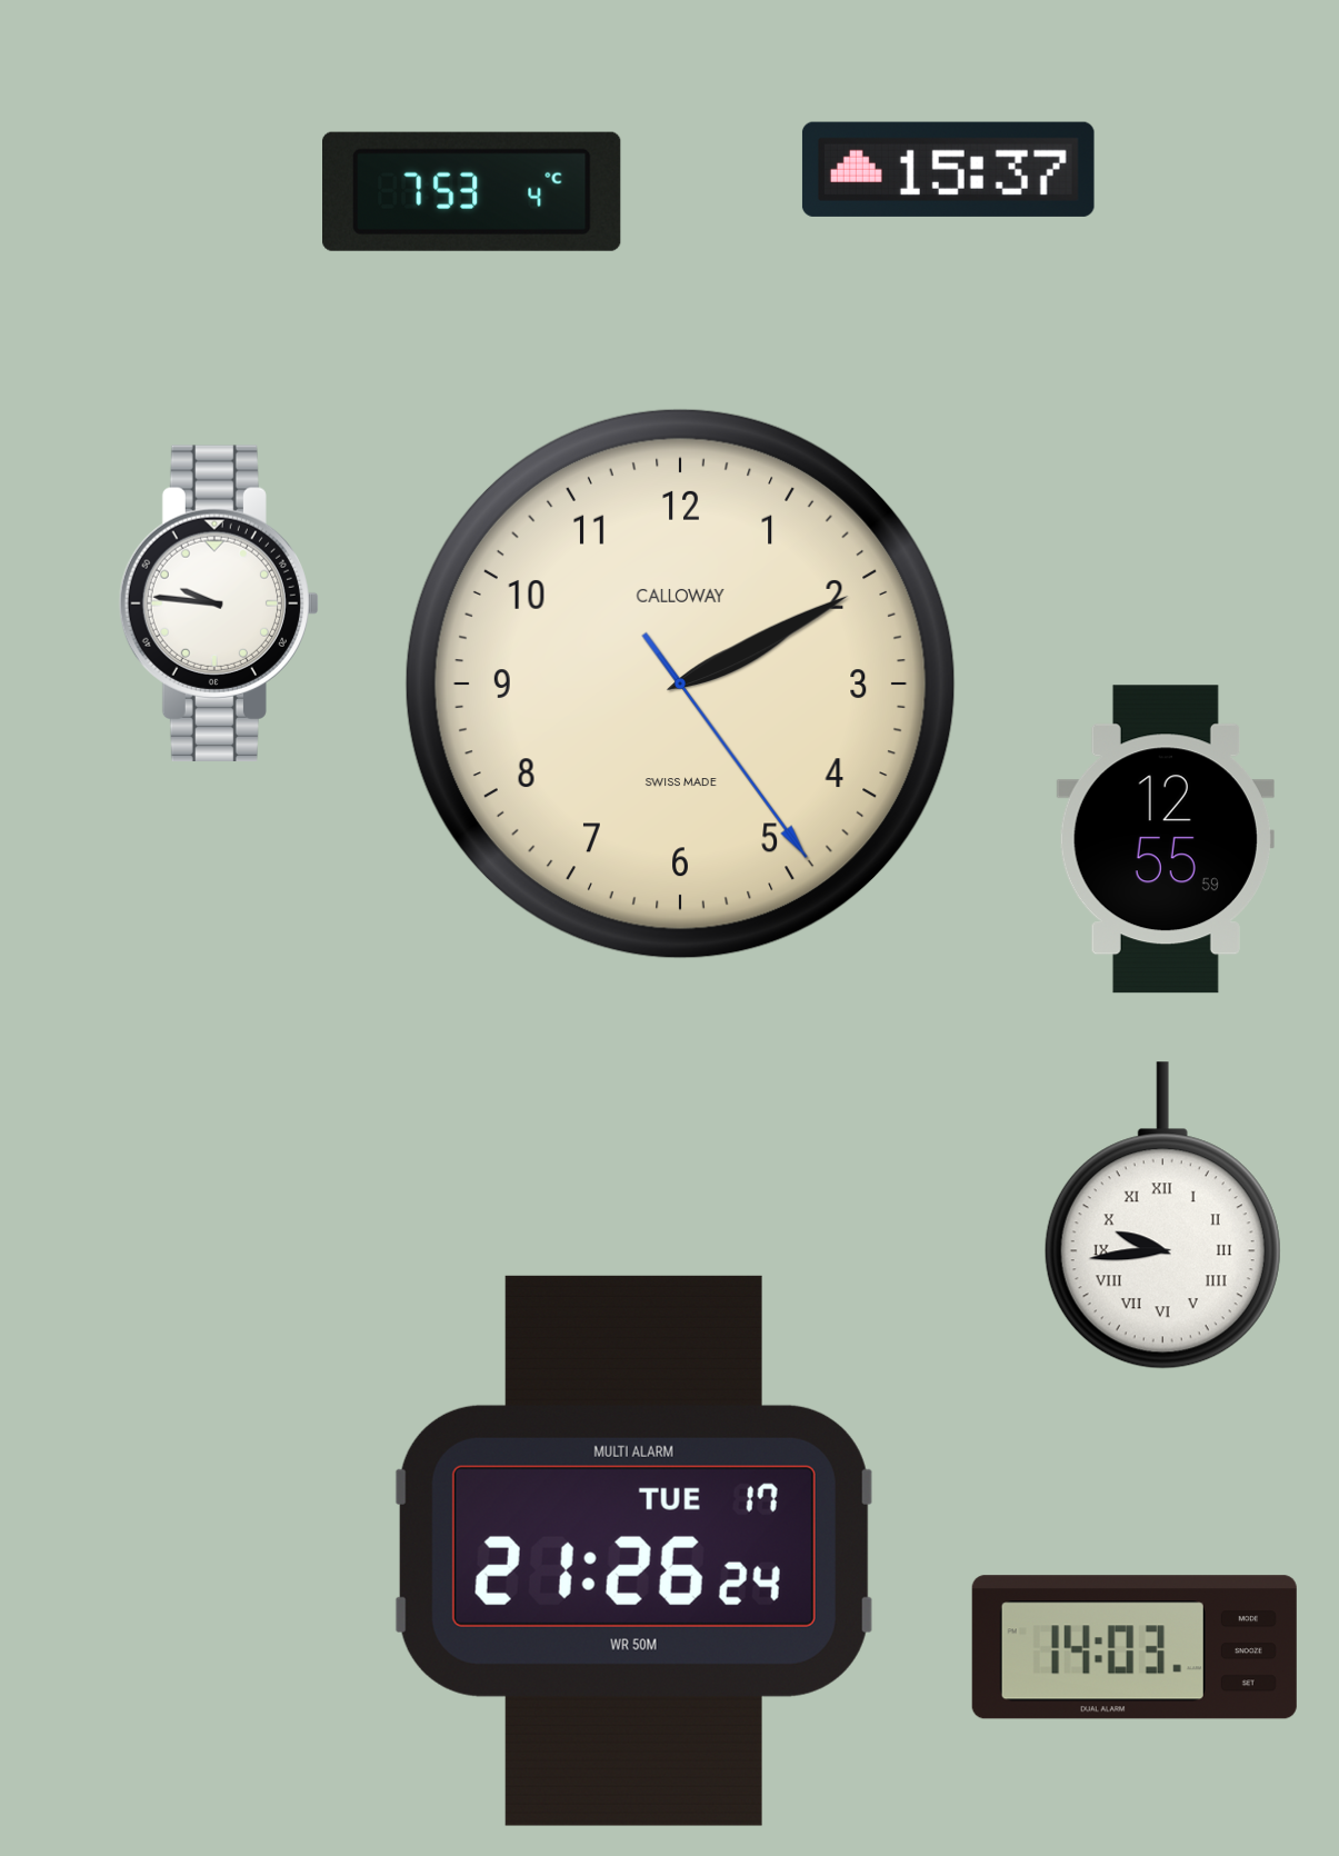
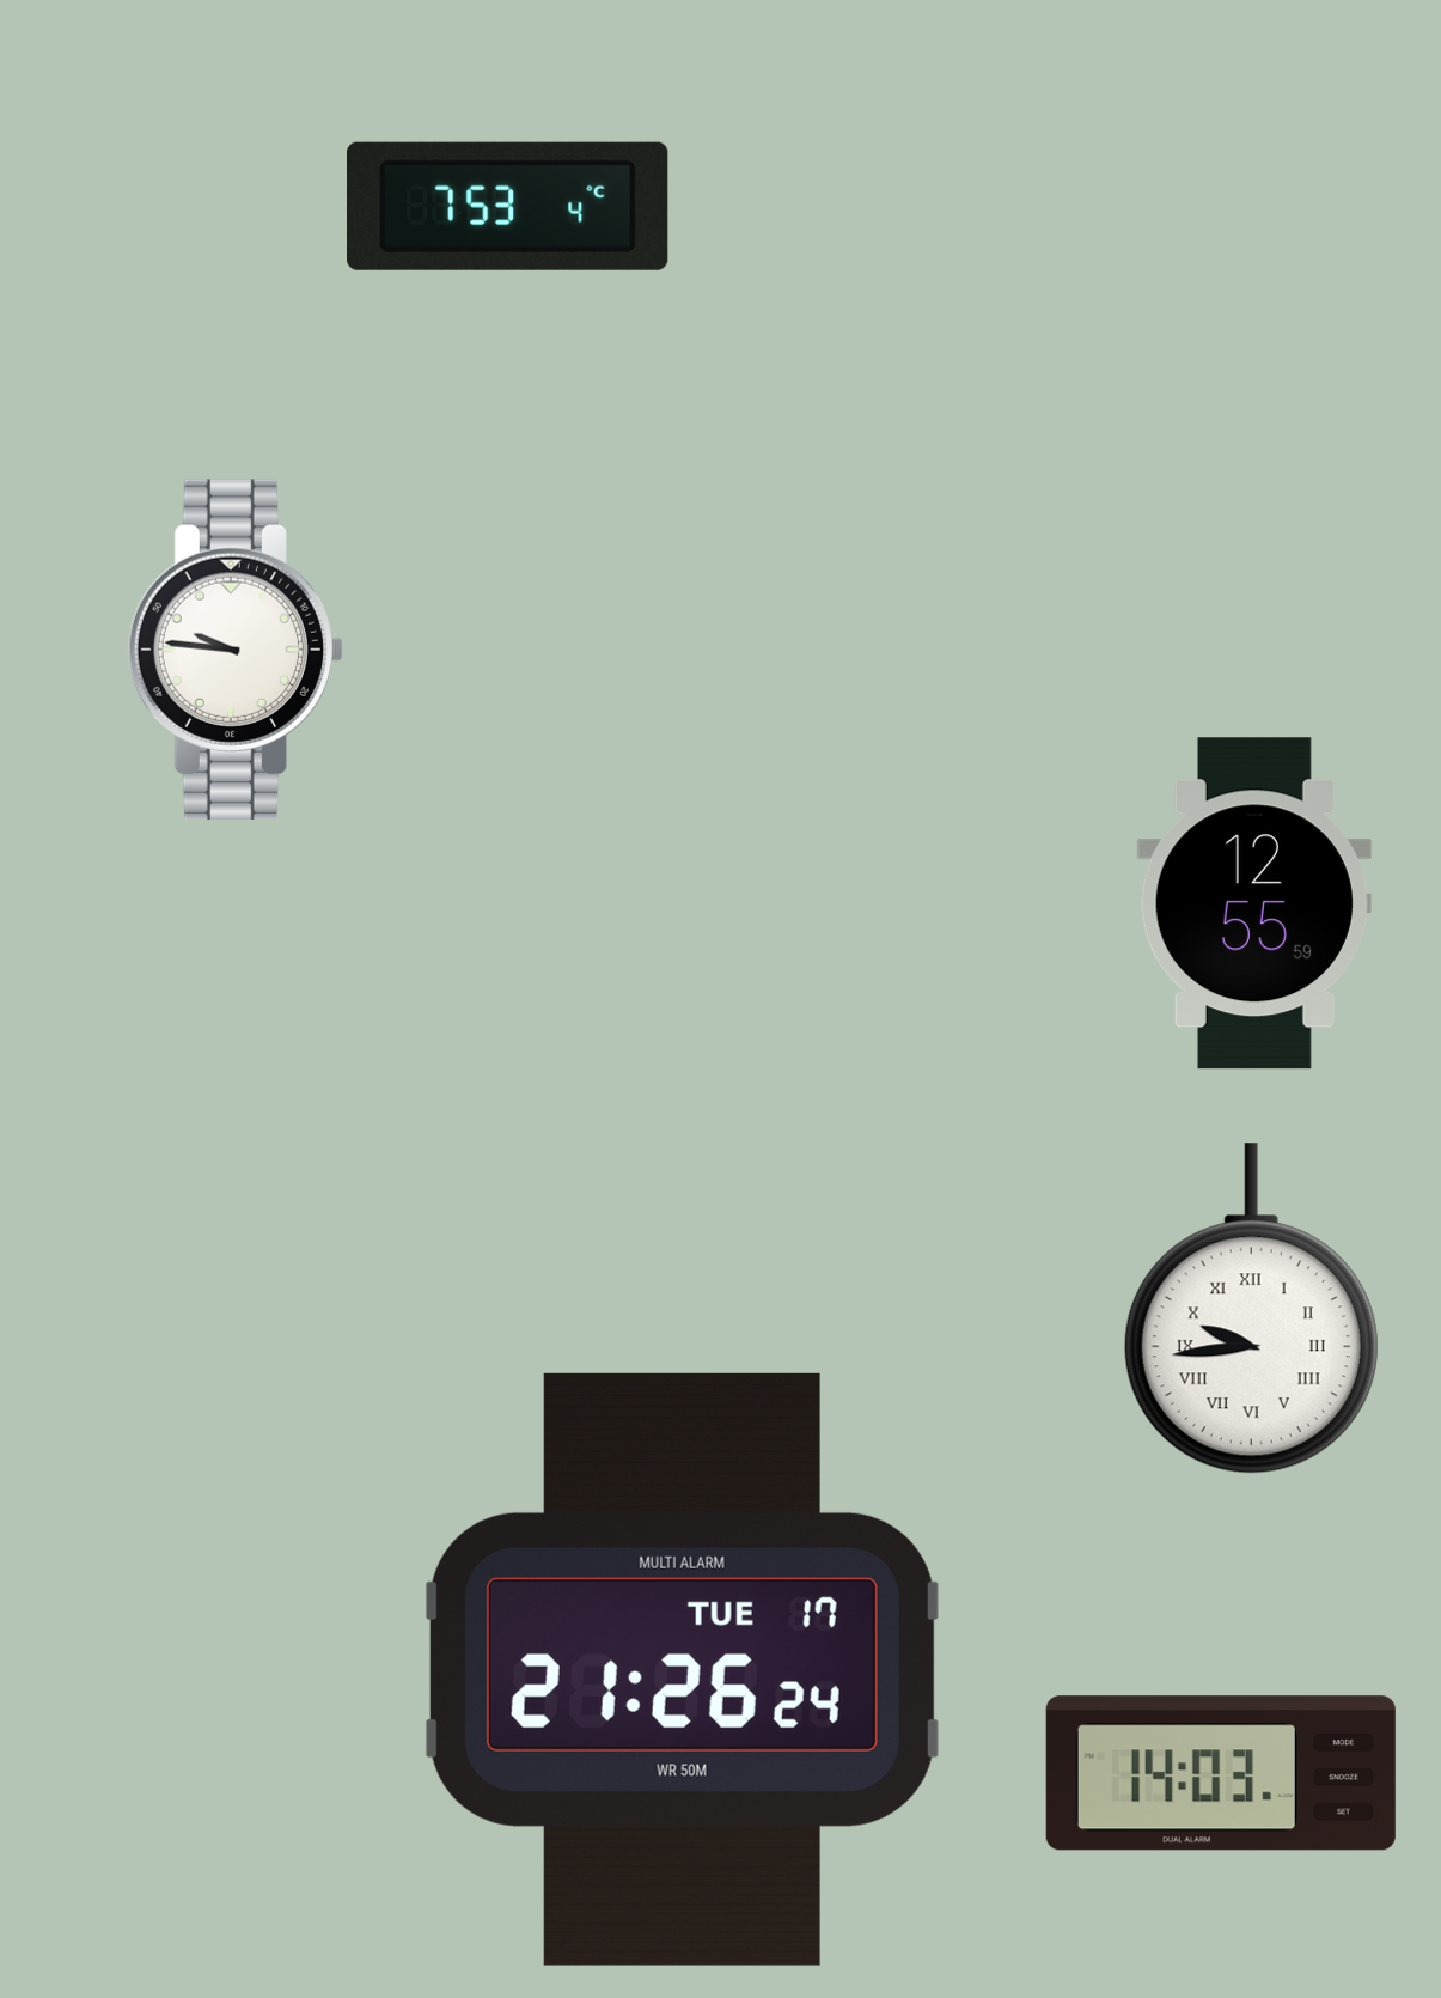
clock at (948, 169): 15:37 -> none
clock at (680, 683): 2:10 -> none
